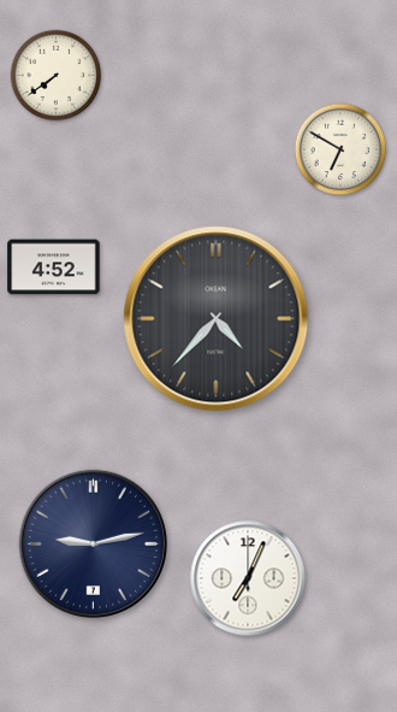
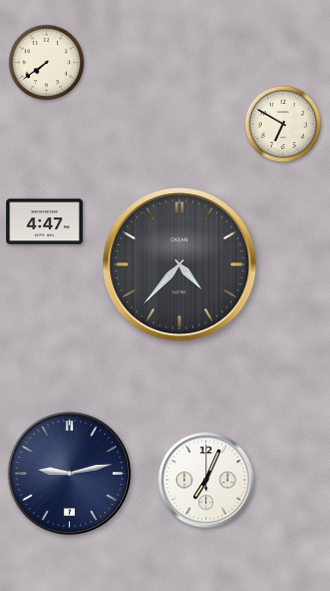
clock at (54, 267): 4:52 -> 4:47
clock at (93, 543) position: (93, 543) -> (69, 473)
